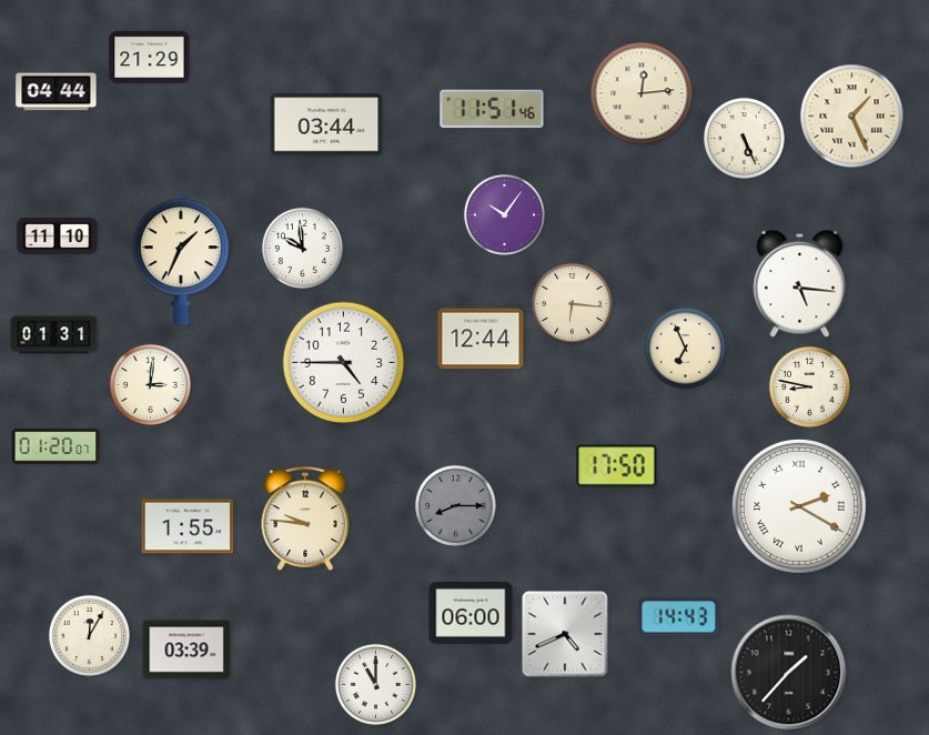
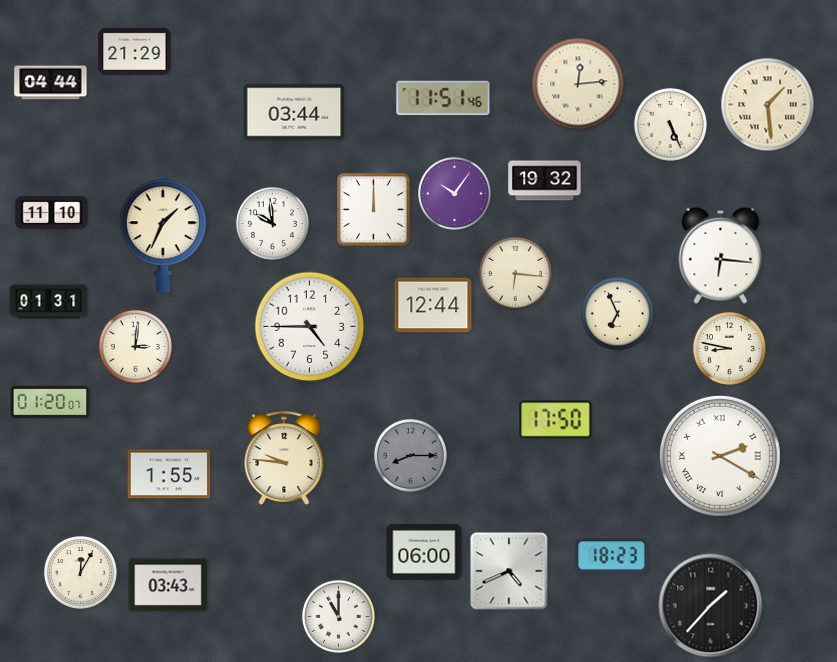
clock at (852, 117): 1:26 -> 1:29
clock at (545, 181): none -> 19:32
clock at (374, 210): none -> 12:00
clock at (800, 283): 5:16 -> 6:16
clock at (305, 518) position: (305, 518) -> (284, 458)
clock at (679, 617): 14:43 -> 18:23
clock at (186, 650): 03:39 -> 03:43
